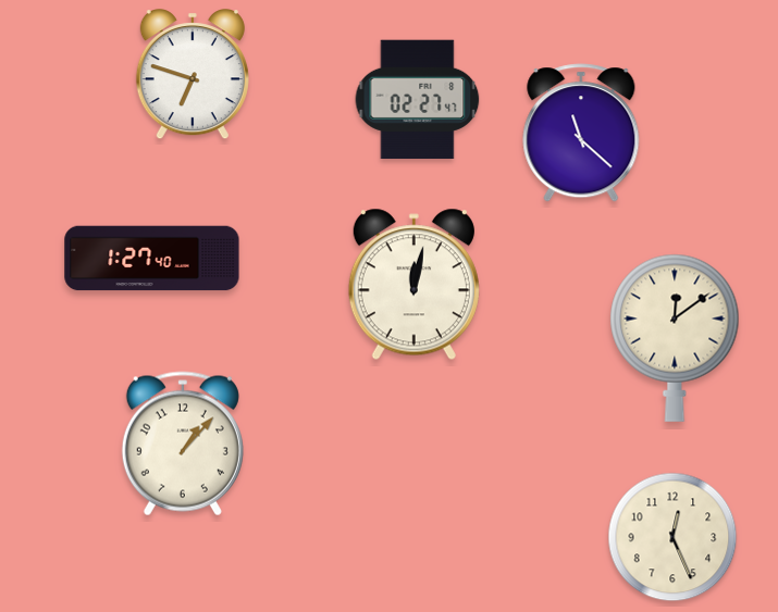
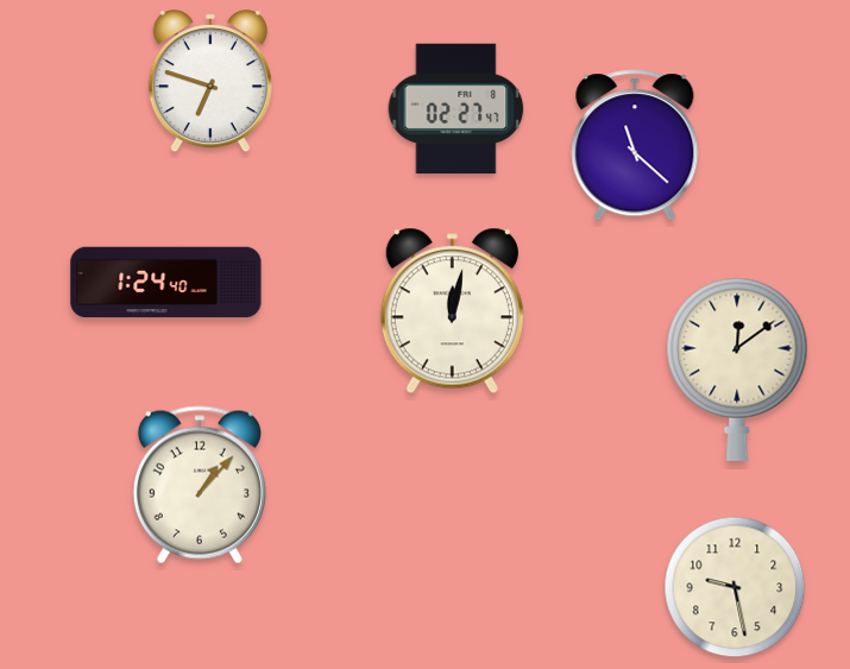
clock at (152, 259): 1:27 -> 1:24
clock at (672, 537): 12:26 -> 9:28
